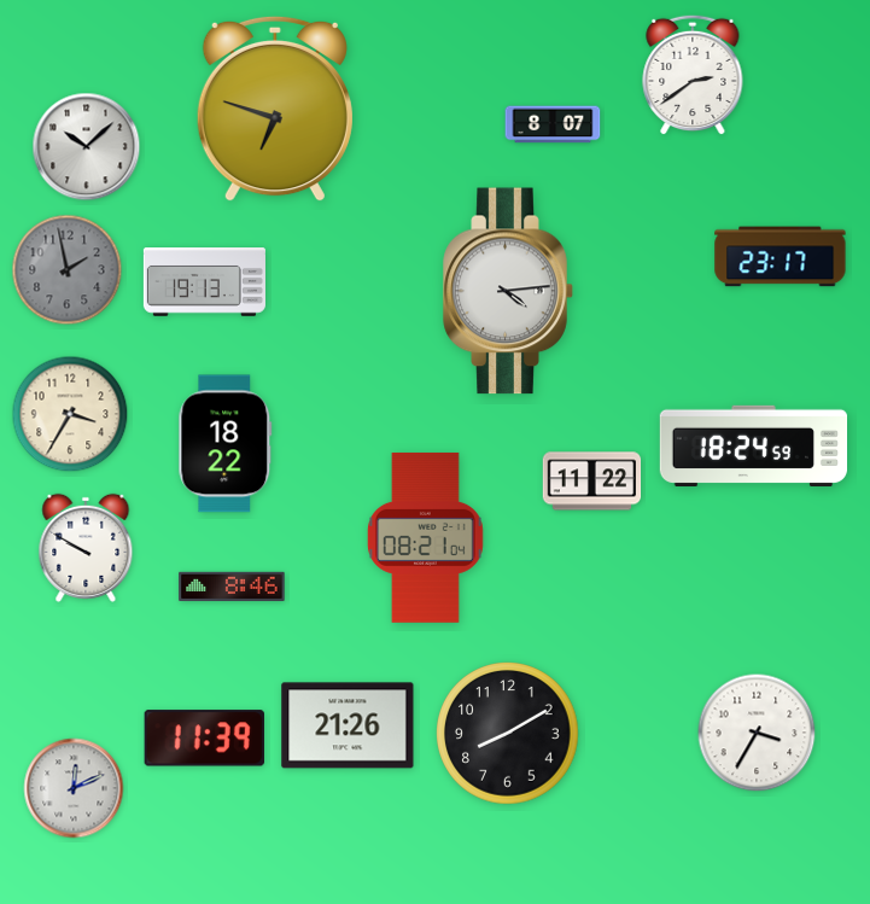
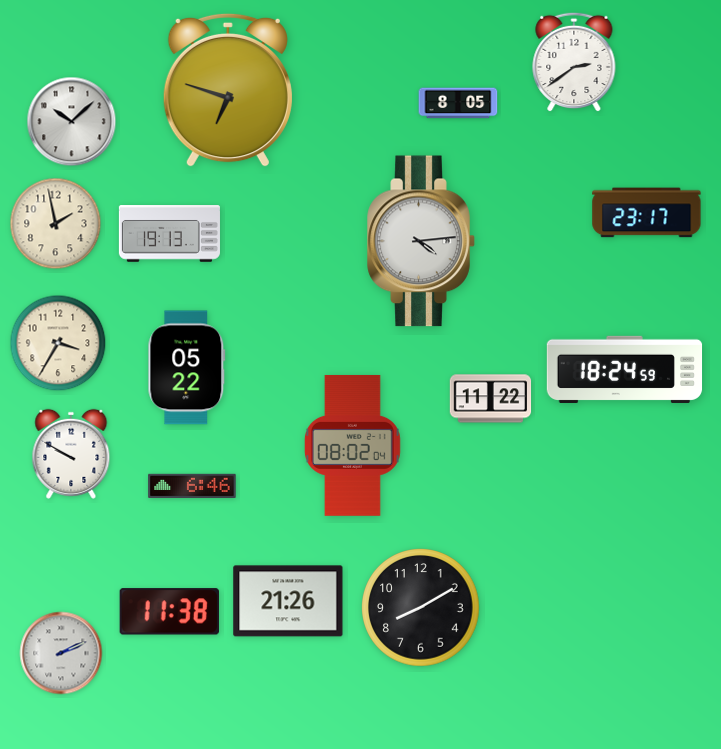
clock at (553, 124): 8:07 -> 8:05
clock at (68, 270) dial: grey -> cream
clock at (226, 444): 18:22 -> 05:22
clock at (425, 538): 08:21 -> 08:02
clock at (232, 585): 8:46 -> 6:46
clock at (757, 733): 3:35 -> none
clock at (204, 739): 11:39 -> 11:38
clock at (74, 788): 12:11 -> 2:11
